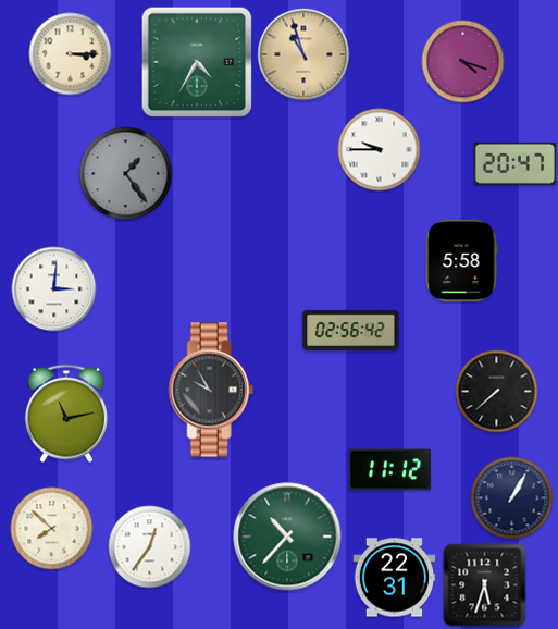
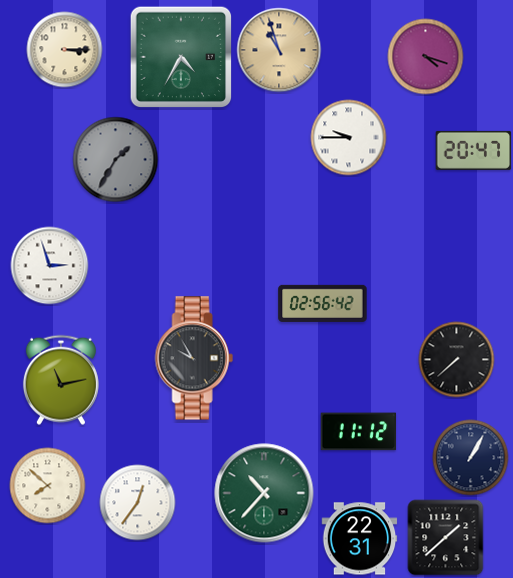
clock at (126, 174): 1:24 -> 1:35
clock at (462, 261): 5:58 -> none
clock at (54, 289): 3:01 -> 2:57
clock at (395, 578) position: (395, 578) -> (360, 539)
clock at (485, 585): 5:33 -> 1:38
